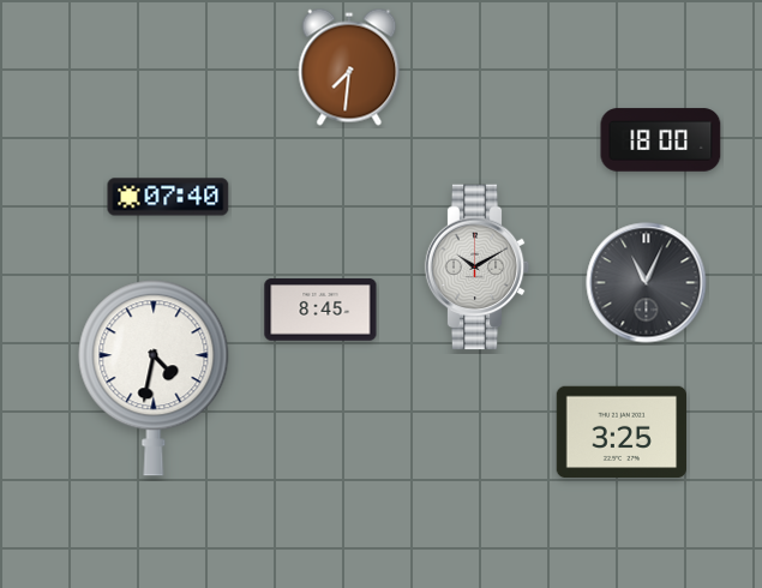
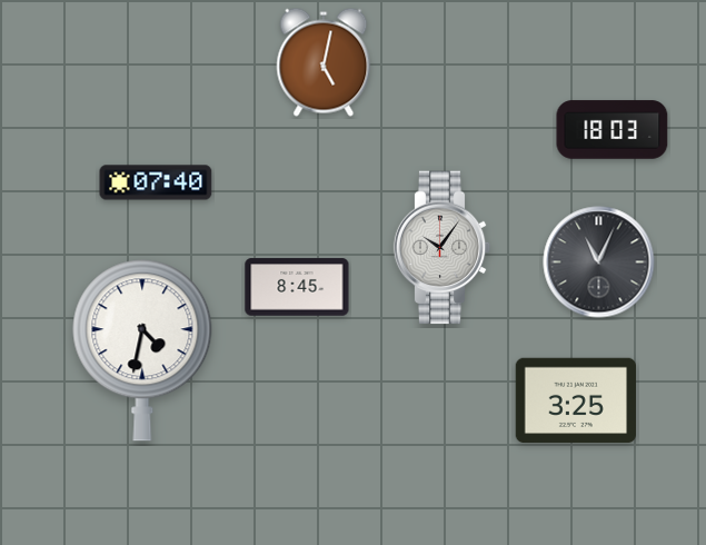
clock at (349, 67): 7:31 -> 5:02
clock at (661, 140): 18:00 -> 18:03
clock at (478, 268): 10:10 -> 10:06
